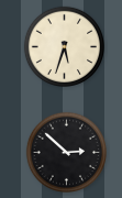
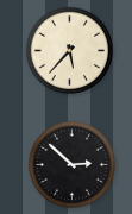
clock at (65, 47): 5:33 -> 5:37
